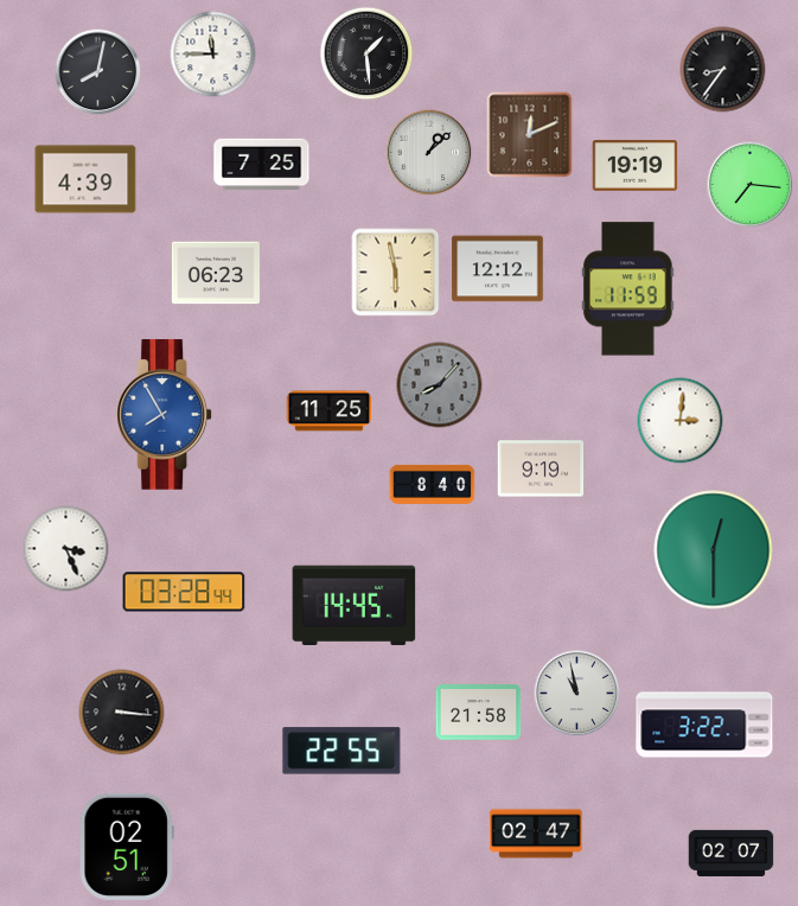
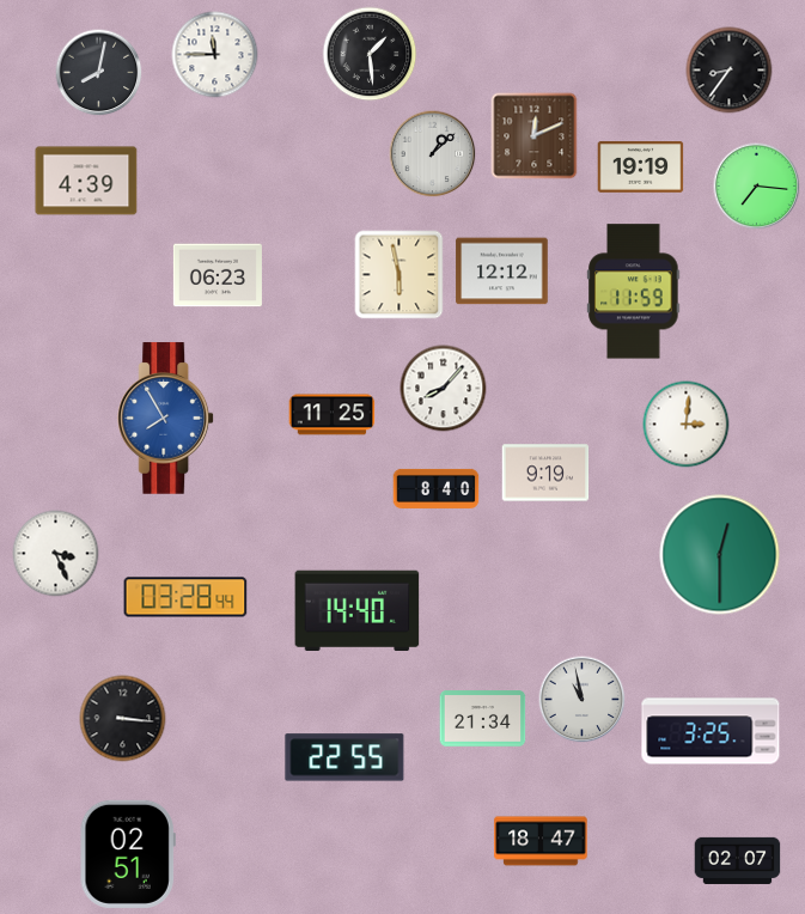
clock at (262, 165): 7:25 -> none
clock at (440, 385) dial: grey -> white
clock at (66, 549) position: (66, 549) -> (56, 554)
clock at (355, 605): 14:45 -> 14:40
clock at (479, 713): 21:58 -> 21:34
clock at (704, 725): 3:22 -> 3:25
clock at (536, 834): 02:47 -> 18:47
